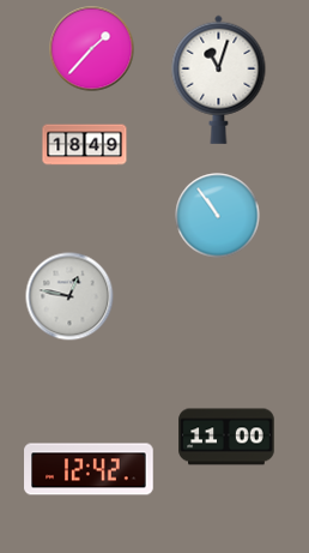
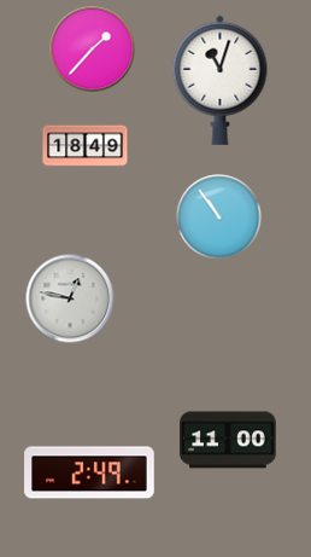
clock at (89, 469): 12:42 -> 2:49
